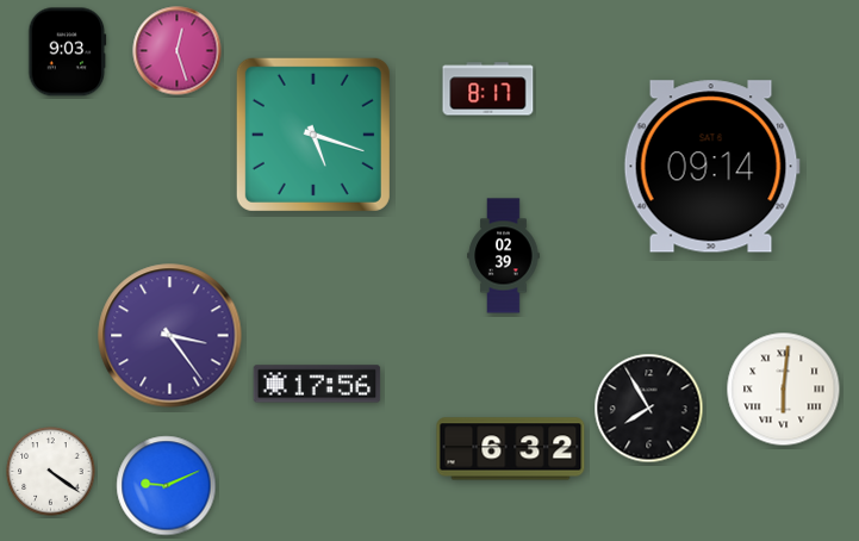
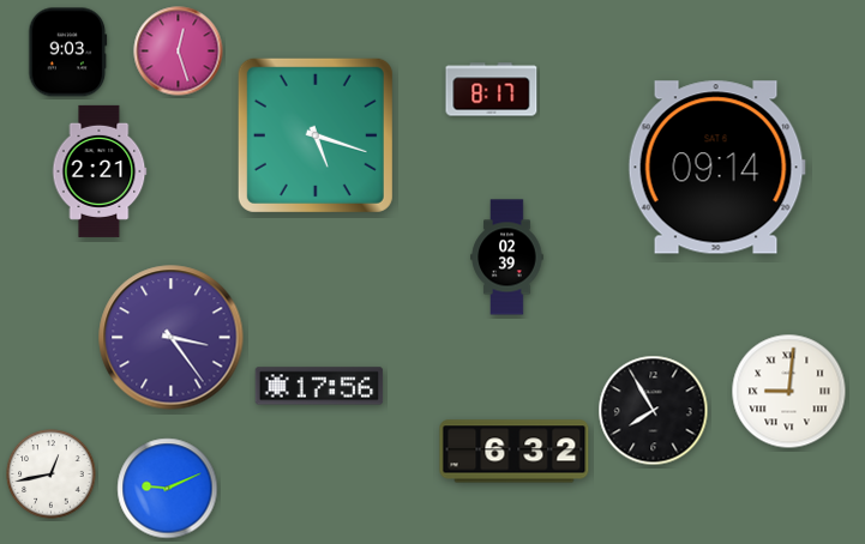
clock at (100, 171): none -> 2:21
clock at (784, 390): 6:01 -> 9:01
clock at (51, 472): 4:21 -> 12:43
